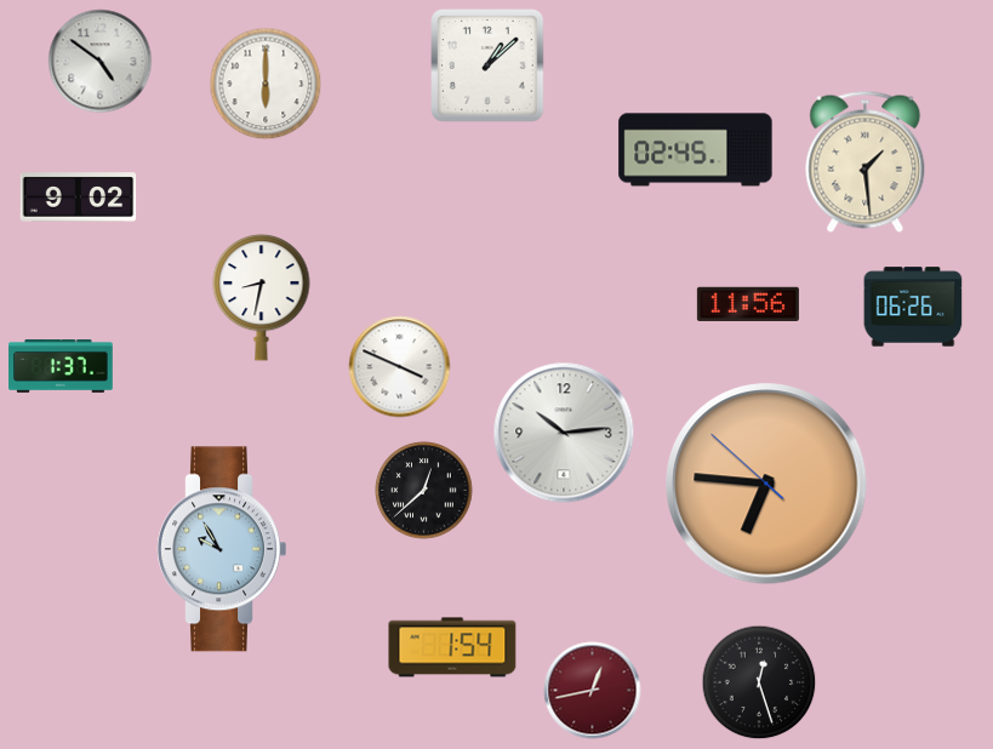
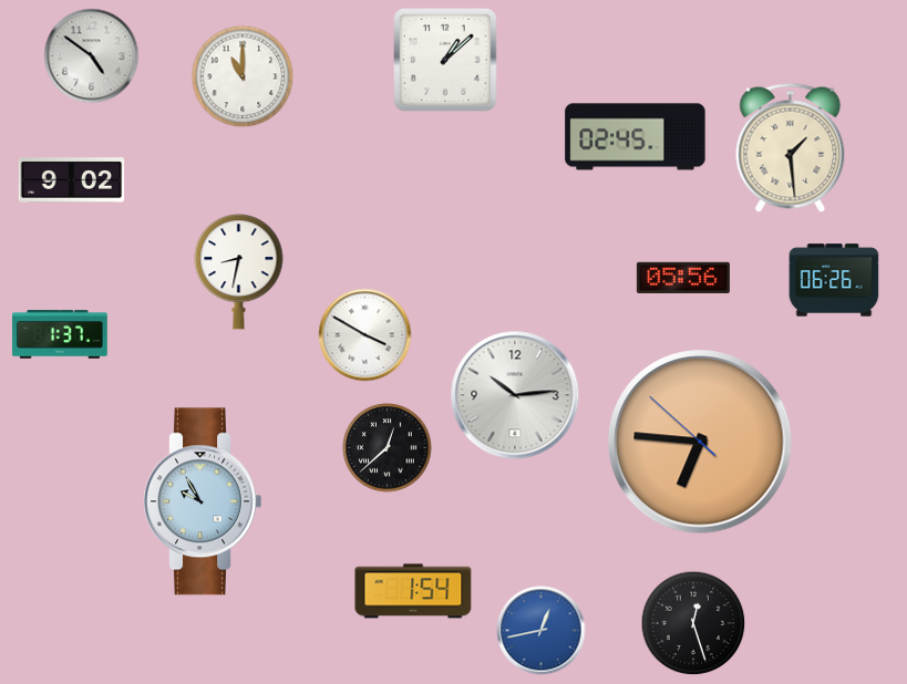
clock at (266, 84): 6:00 -> 11:00
clock at (748, 304): 11:56 -> 05:56
clock at (61, 367) position: (61, 367) -> (60, 335)
clock at (400, 367): 3:49 -> 3:50
clock at (593, 691) dial: burgundy -> blue
